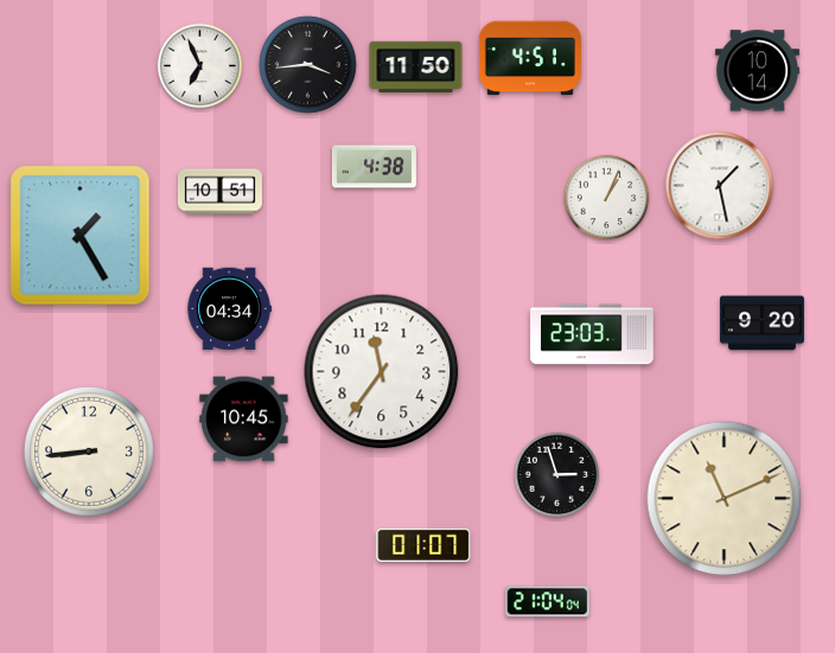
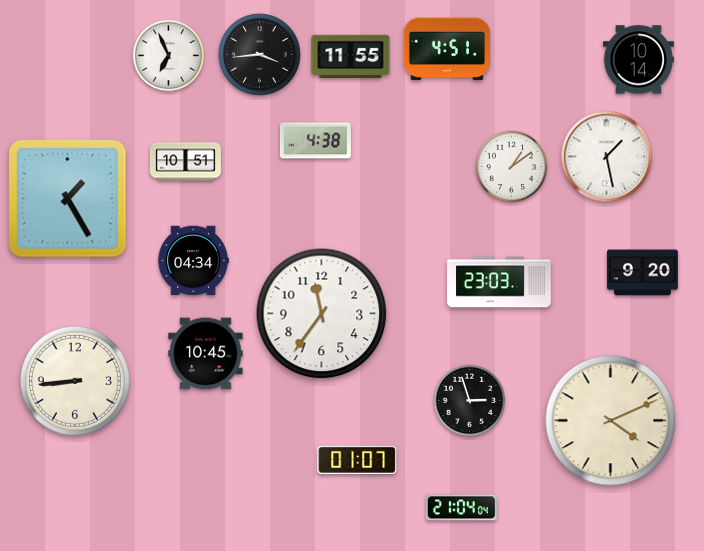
clock at (416, 68): 11:50 -> 11:55
clock at (607, 198): 1:04 -> 1:09
clock at (725, 499): 11:11 -> 4:11
